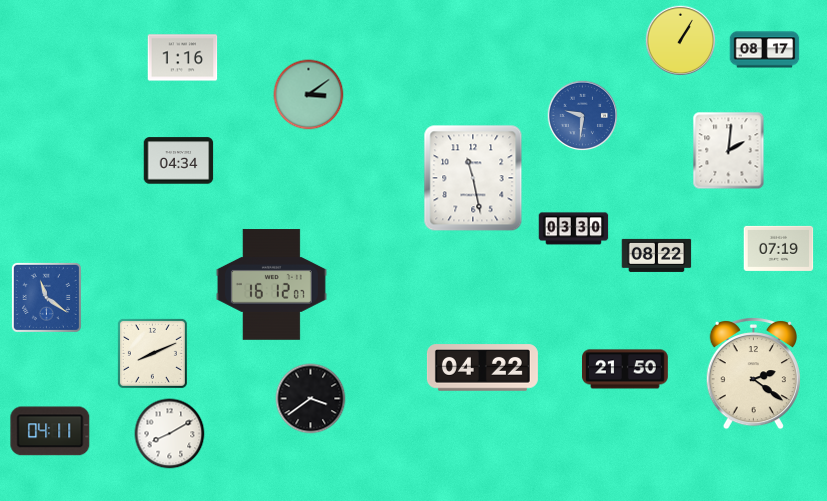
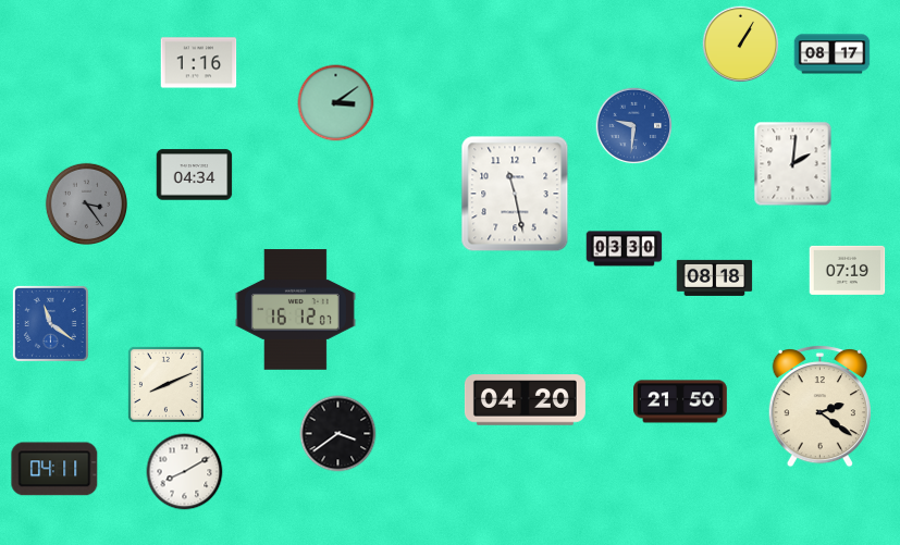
clock at (86, 203): none -> 3:24
clock at (657, 255): 08:22 -> 08:18
clock at (482, 368): 04:22 -> 04:20
